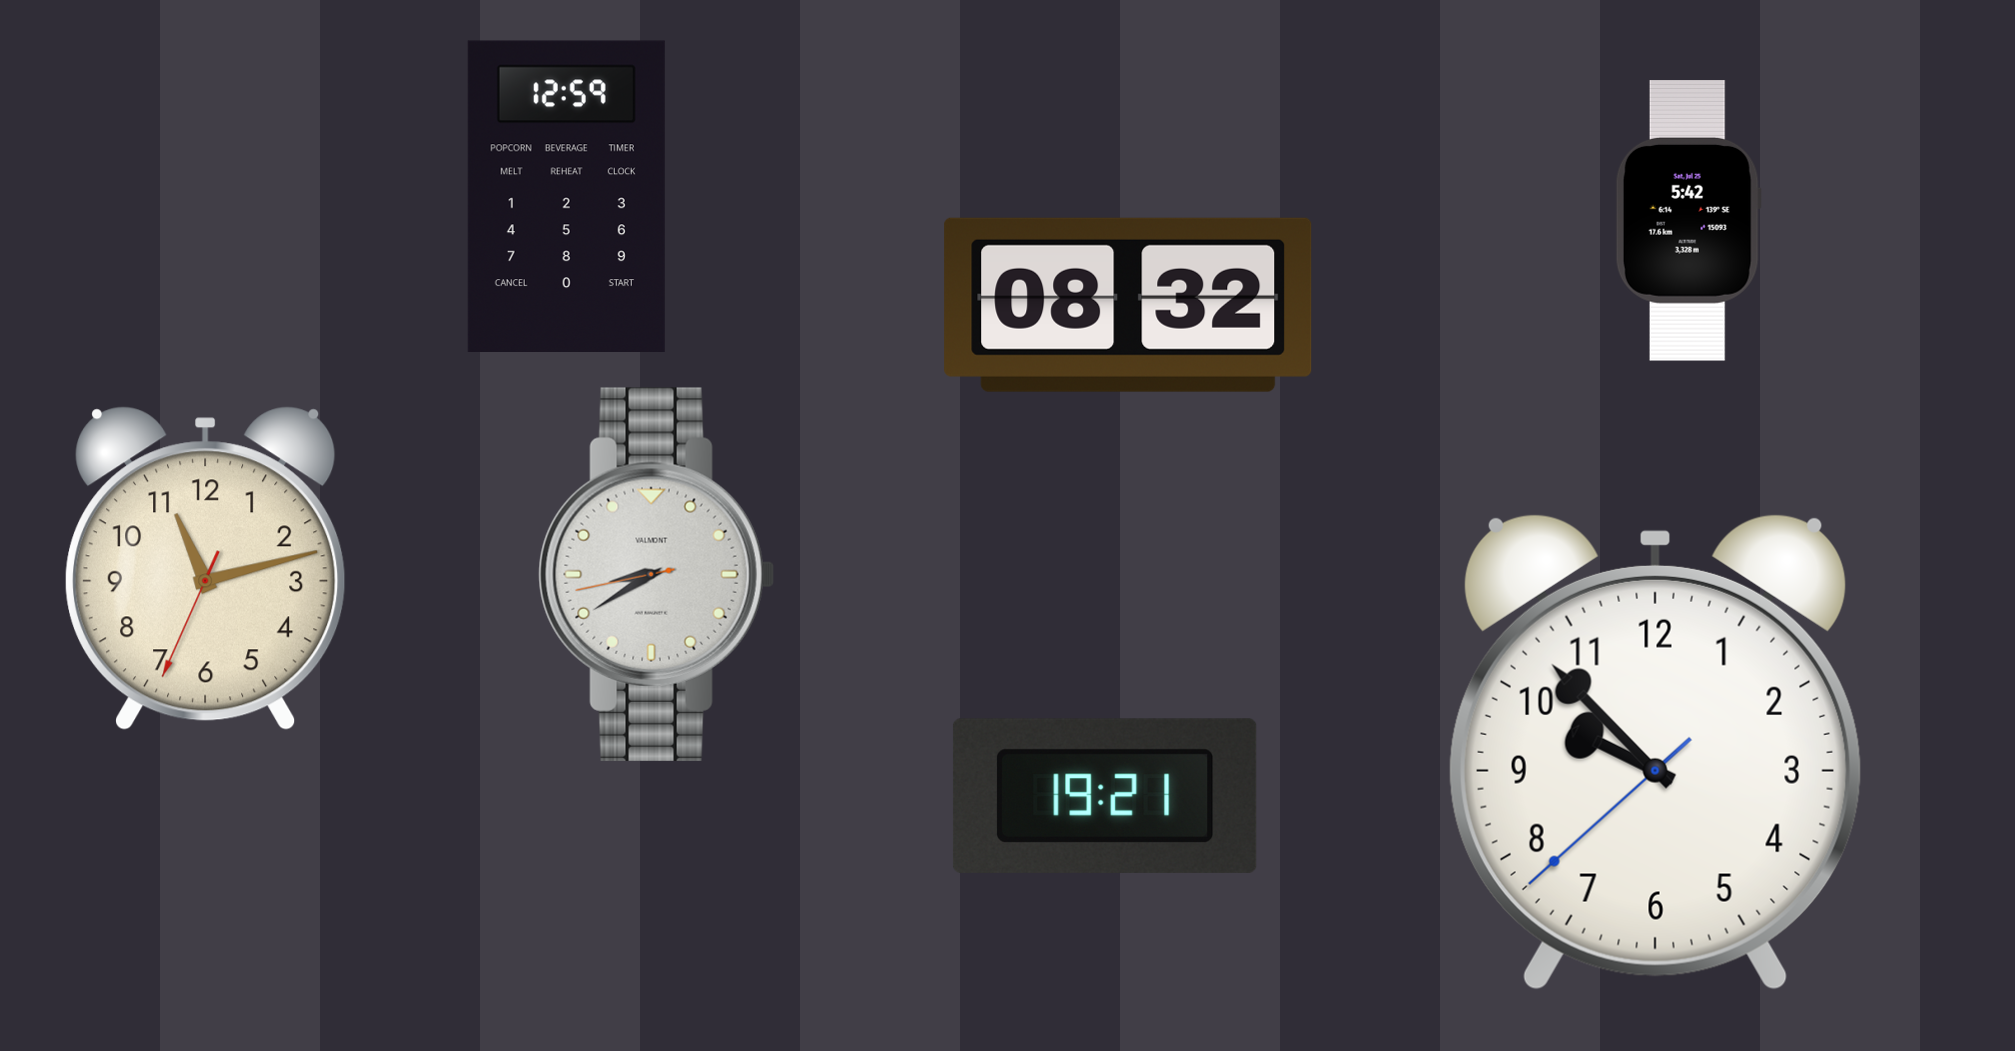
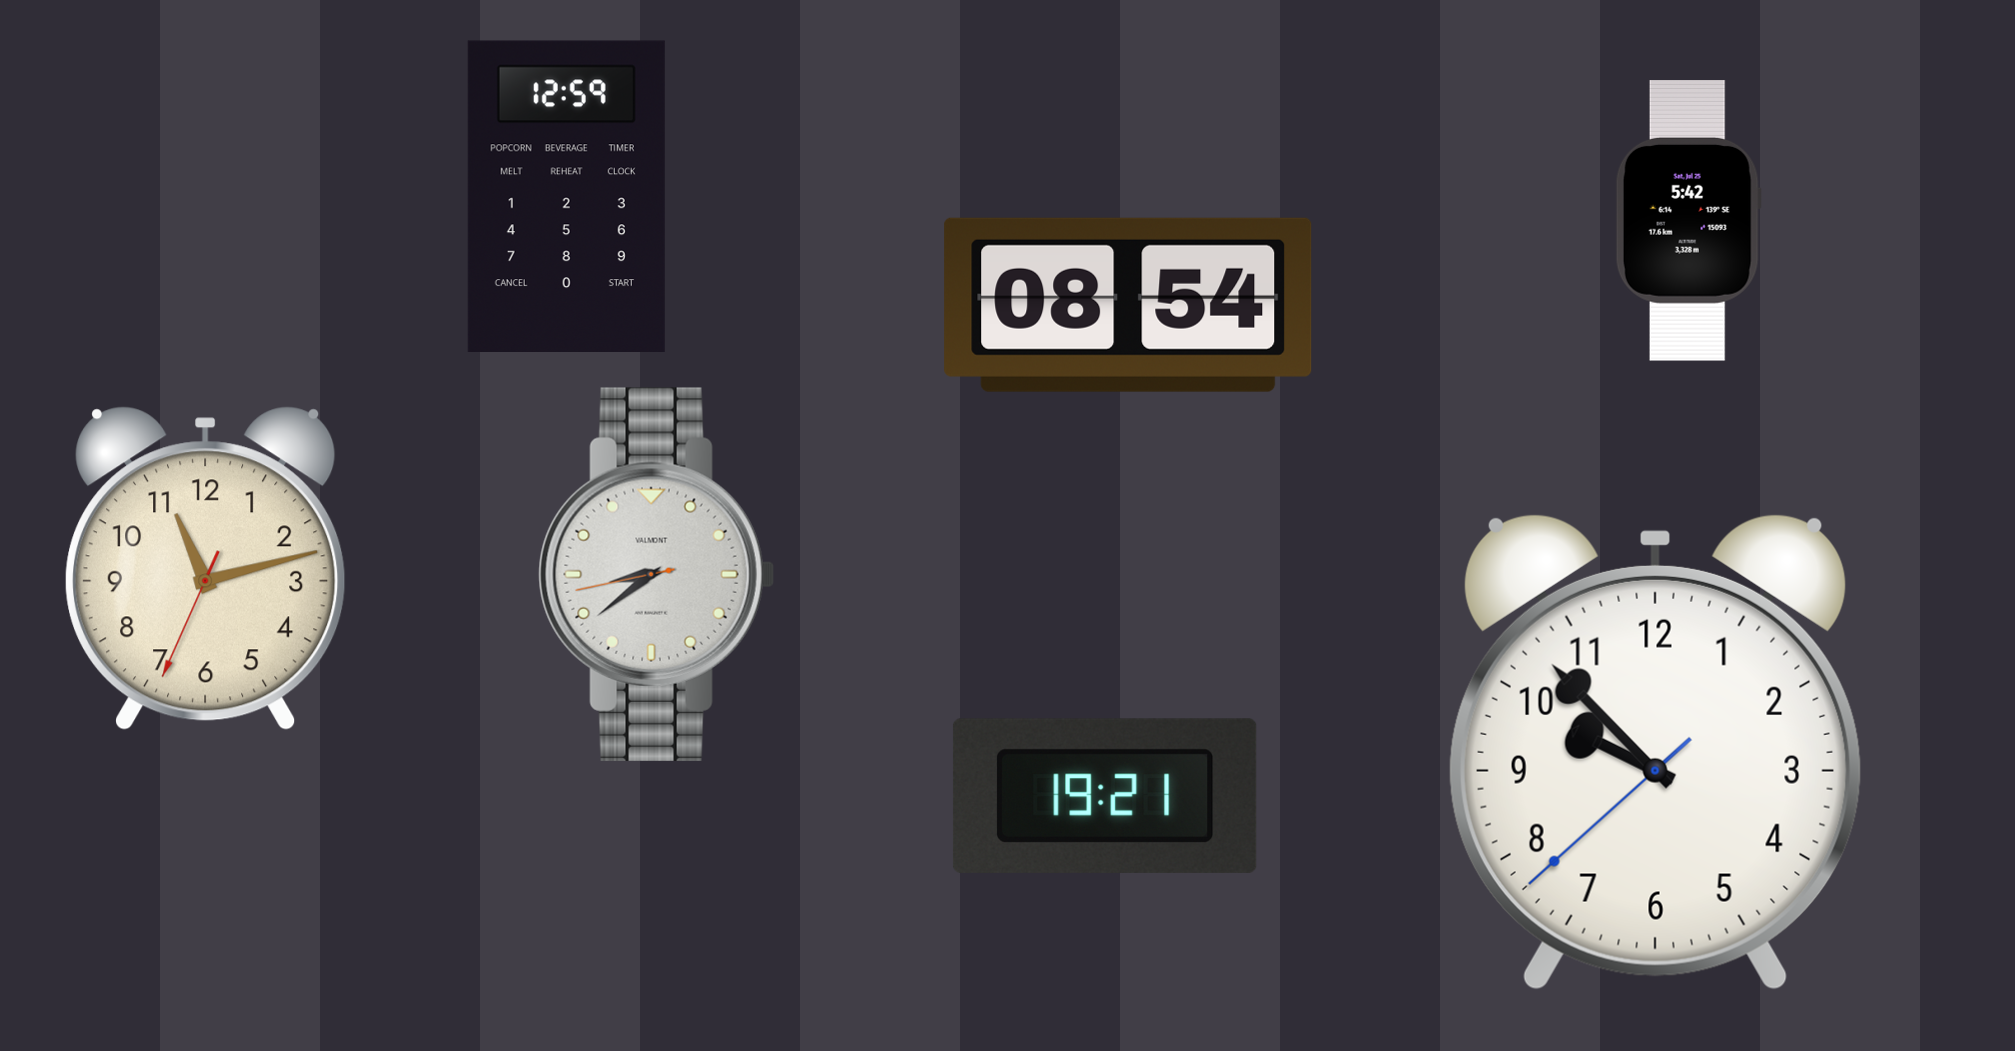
clock at (1128, 305): 08:32 -> 08:54
clock at (656, 574): 8:39 -> 8:38
